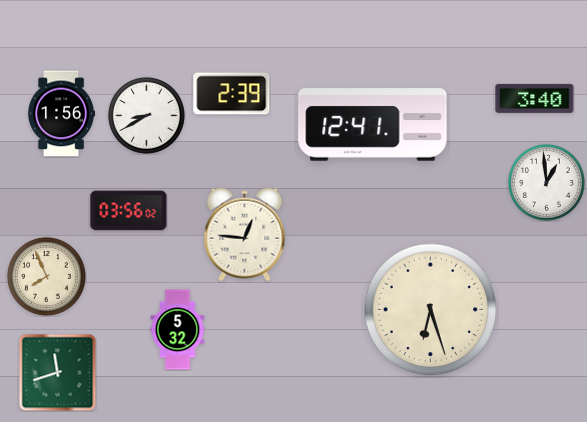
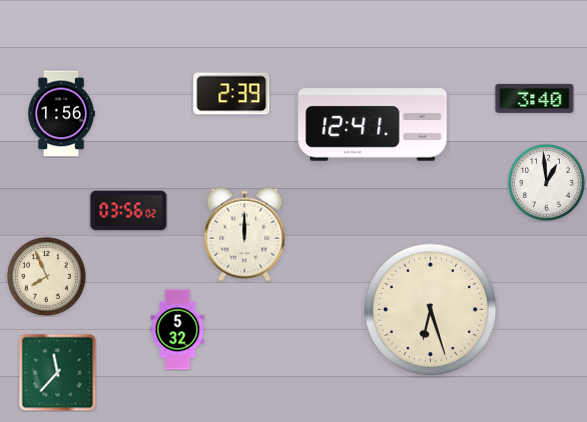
clock at (147, 116): 8:40 -> none
clock at (245, 235): 12:46 -> 12:00
clock at (57, 372): 11:42 -> 11:37
